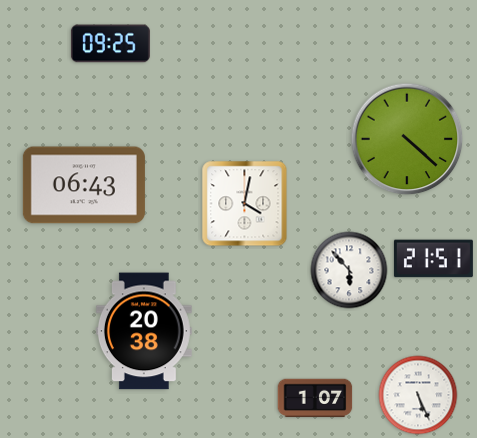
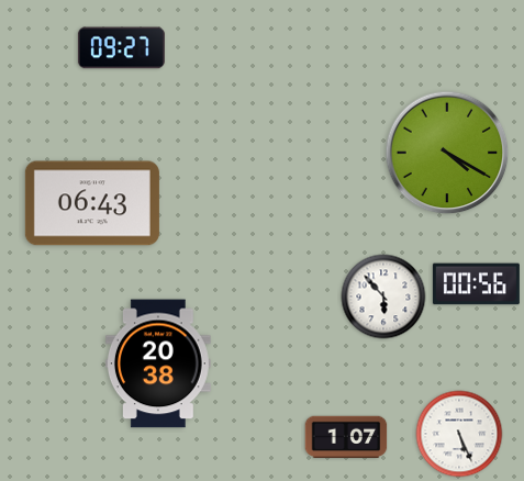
clock at (110, 44): 09:25 -> 09:27
clock at (407, 139): 4:22 -> 4:20
clock at (245, 204): 4:02 -> none
clock at (433, 259): 21:51 -> 00:56
